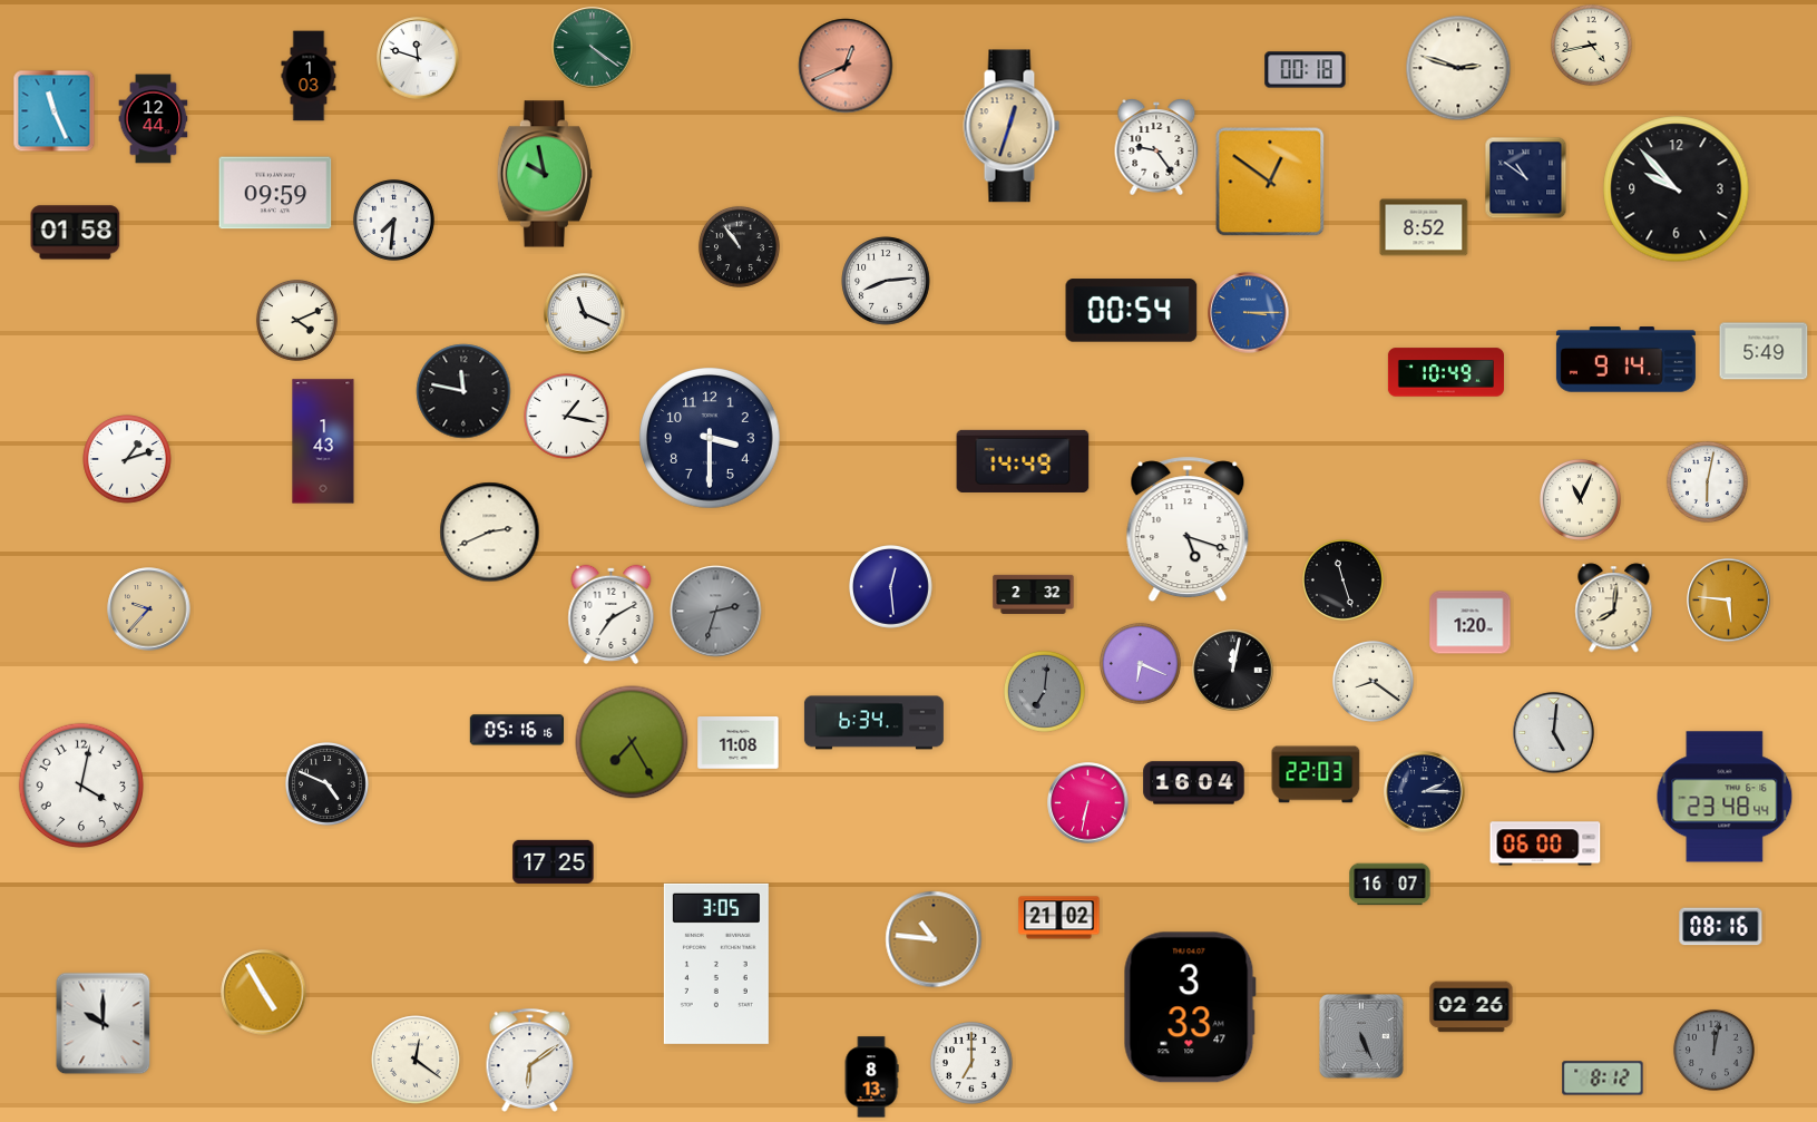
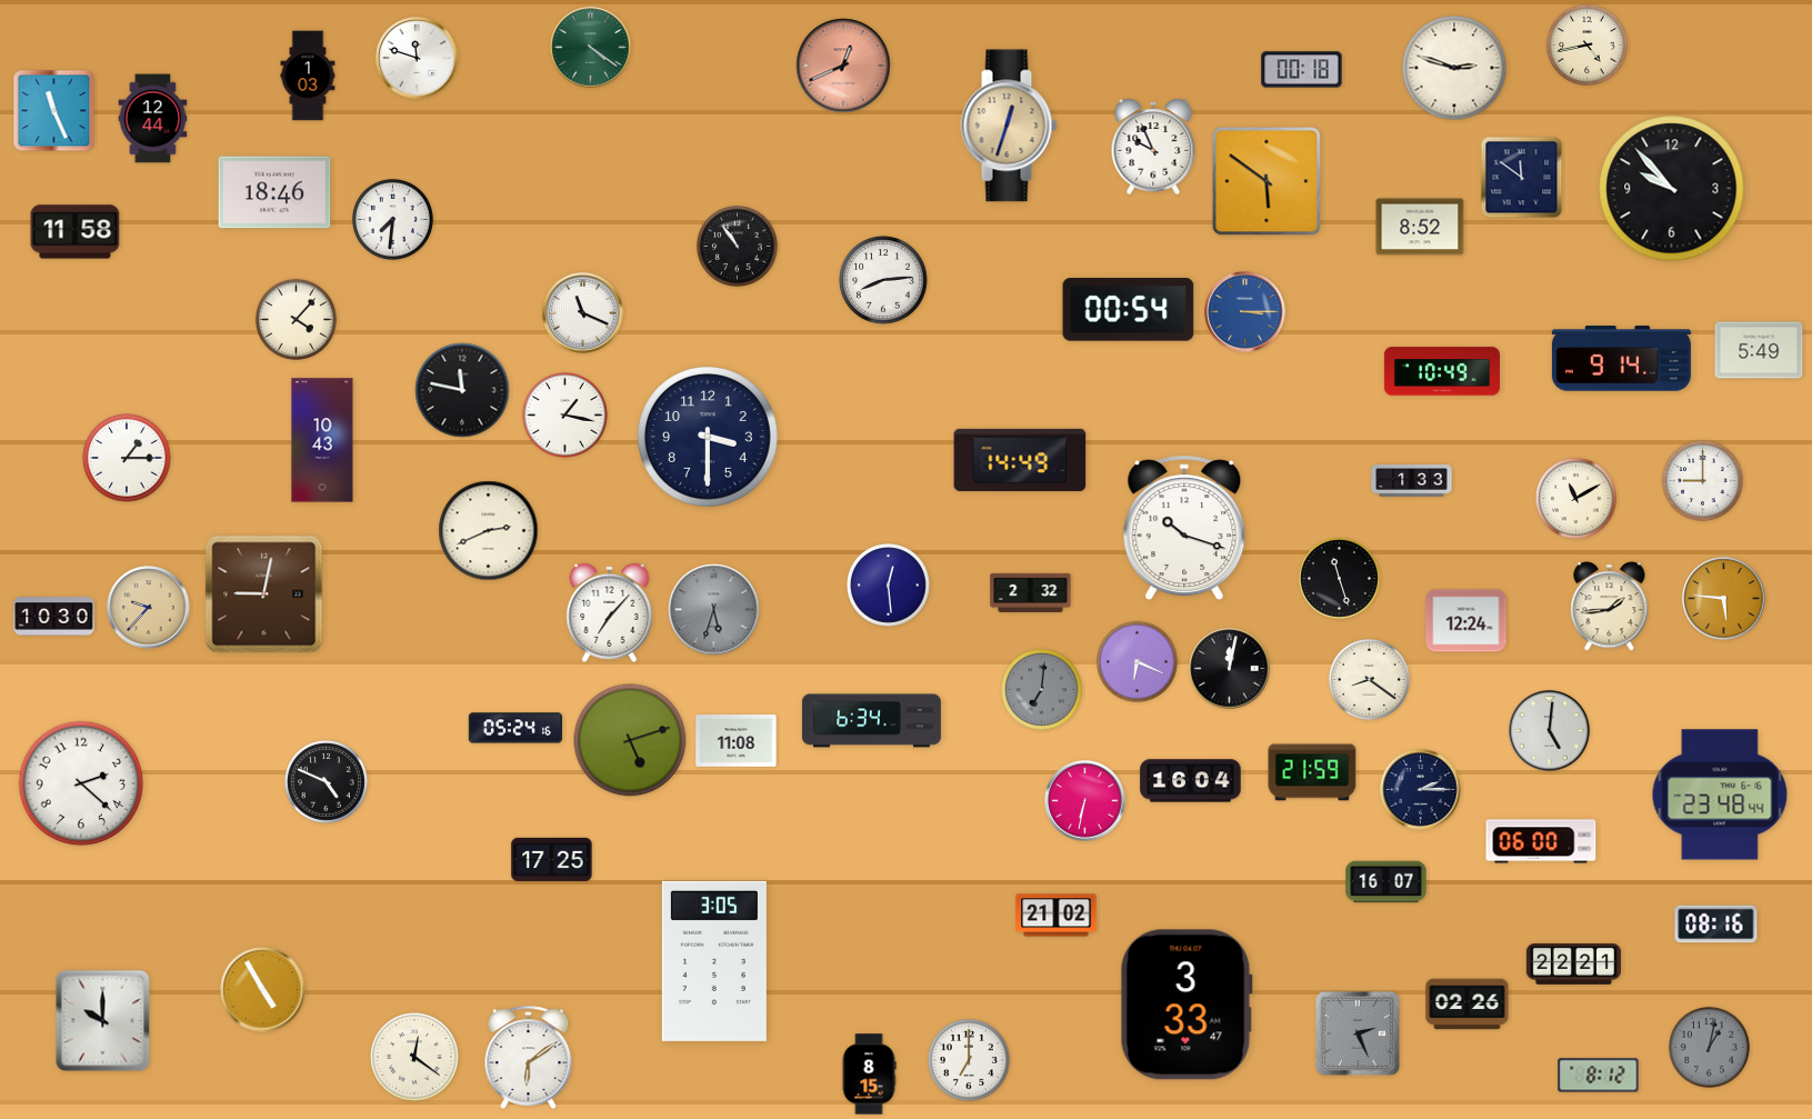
clock at (1156, 147): 9:24 -> 9:56
clock at (545, 174): 9:58 -> none
clock at (1526, 178): 10:51 -> 11:51
clock at (1270, 182): 12:51 -> 5:51
clock at (275, 193): 09:59 -> 18:46
clock at (76, 233): 01:58 -> 11:58
clock at (296, 320): 4:11 -> 4:07
clock at (323, 441): 1:43 -> 10:43
clock at (127, 459): 1:12 -> 1:15
clock at (1707, 481): 6:02 -> 9:00
clock at (1412, 481): none -> 1:33
clock at (1580, 499): 11:04 -> 11:10
clock at (1188, 529): 5:18 -> 10:18
clock at (264, 595): none -> 9:02
clock at (1614, 608): 8:01 -> 1:44
clock at (716, 612): 2:33 -> 5:33
clock at (612, 614): 7:10 -> 7:07
clock at (54, 617): none -> 10:30
clock at (1471, 623): 1:20 -> 12:24
clock at (516, 730): 05:16 -> 05:24
clock at (632, 742): 7:25 -> 5:12
clock at (1316, 774): 22:03 -> 21:59
clock at (81, 786): 4:02 -> 2:22
clock at (934, 939): 10:46 -> none
clock at (1573, 963): none -> 22:21
clock at (1361, 1036): 5:26 -> 2:26
clock at (1713, 1050): 12:02 -> 1:02
clock at (871, 1077): 8:13 -> 8:15
